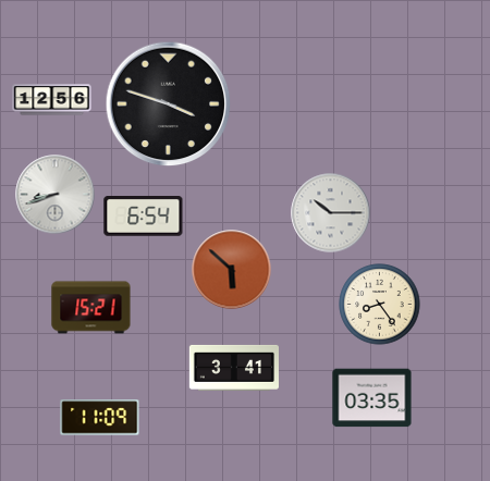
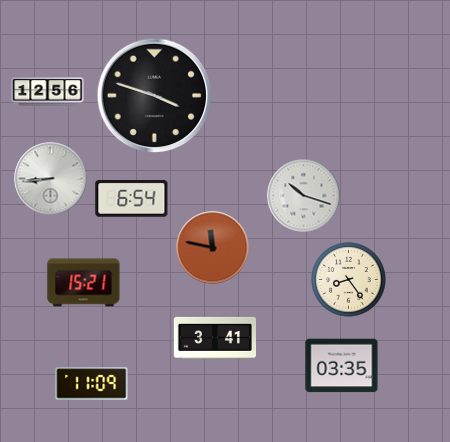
clock at (56, 195): 8:42 -> 8:44
clock at (331, 213): 10:15 -> 10:18
clock at (232, 270): 5:52 -> 11:47
